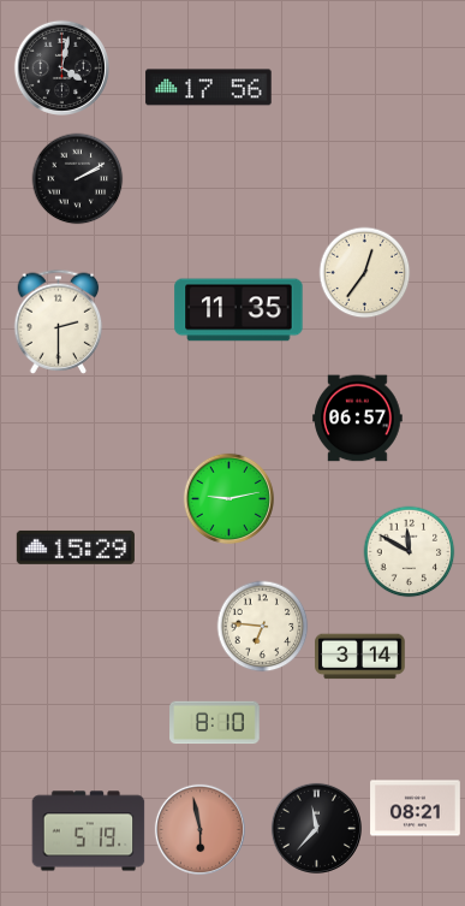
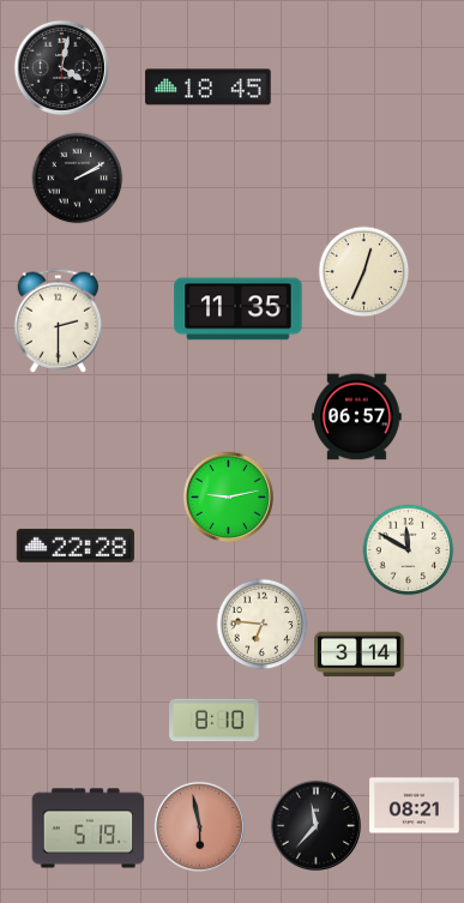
clock at (209, 88): 17:56 -> 18:45
clock at (365, 273): 12:36 -> 12:34
clock at (76, 547): 15:29 -> 22:28
